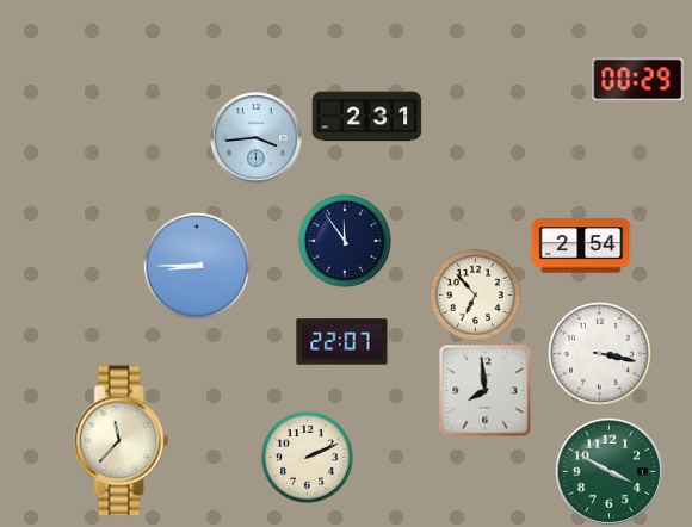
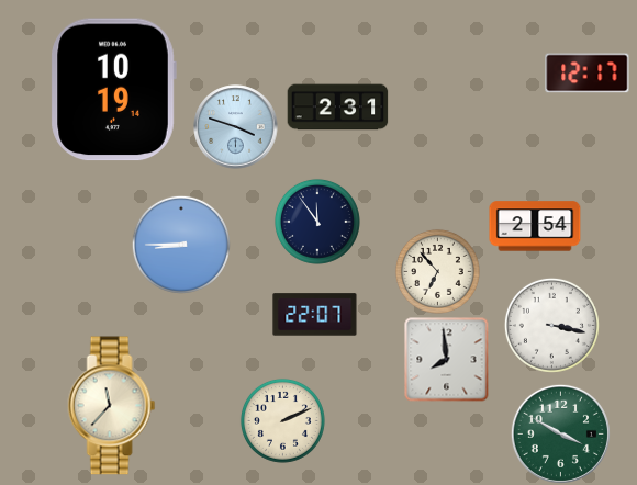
clock at (638, 80): 00:29 -> 12:17
clock at (113, 90): none -> 10:19
clock at (257, 138): 3:44 -> 3:48
